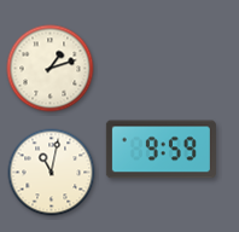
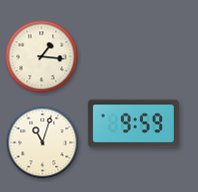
clock at (51, 69): 1:12 -> 1:16
clock at (52, 173): 11:02 -> 11:03
